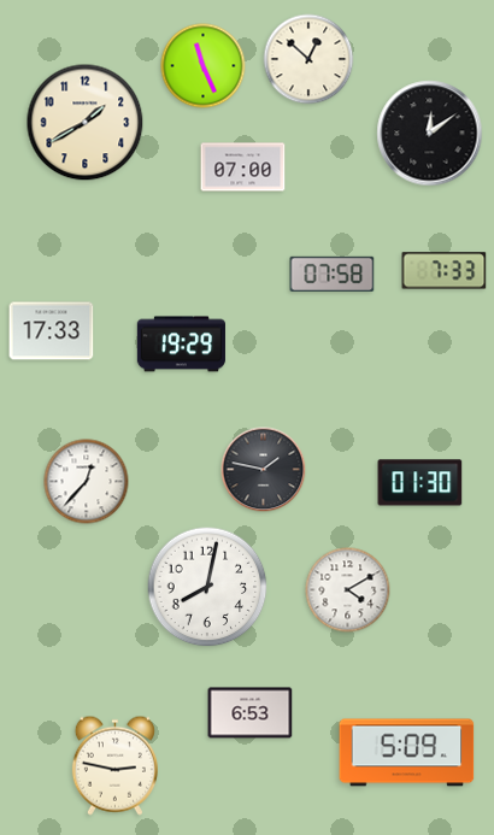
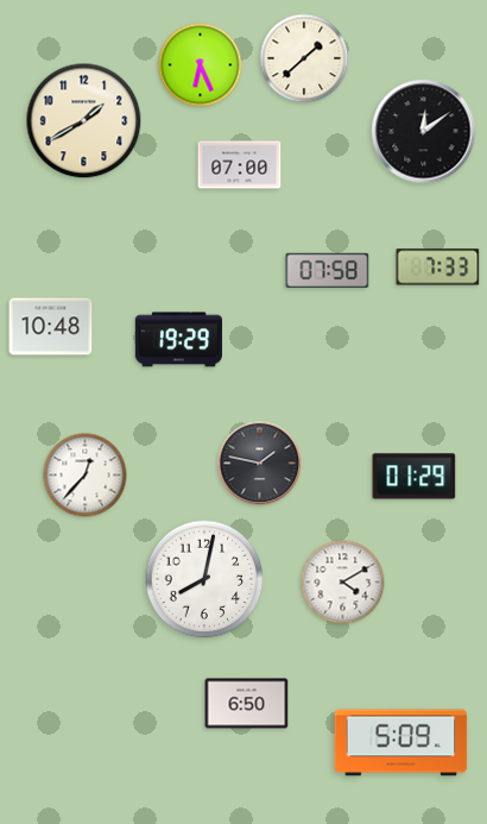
clock at (308, 59): 12:52 -> 1:38
clock at (204, 66): 11:26 -> 6:26
clock at (52, 331): 17:33 -> 10:48
clock at (421, 483): 01:30 -> 01:29
clock at (251, 713): 6:53 -> 6:50
clock at (114, 765): 2:47 -> none
